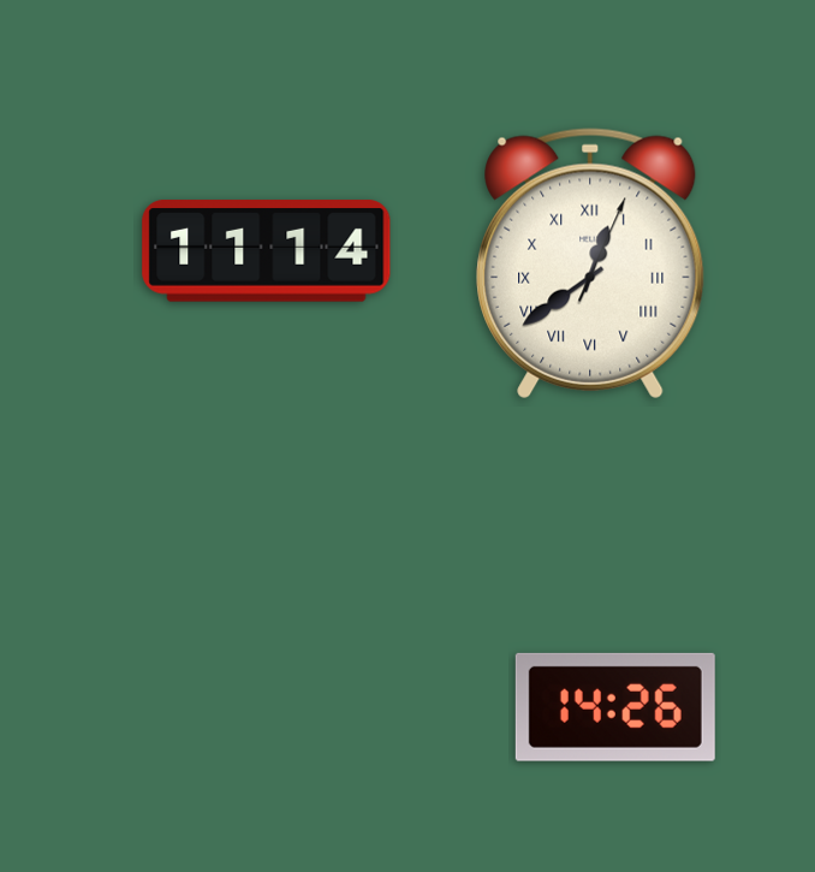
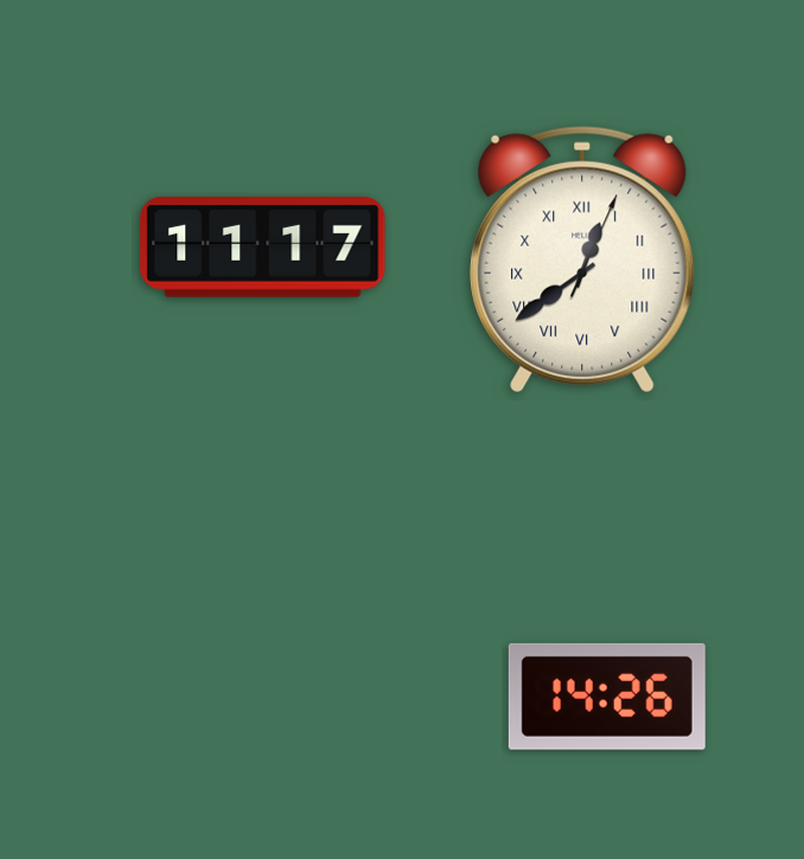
clock at (267, 251): 11:14 -> 11:17
